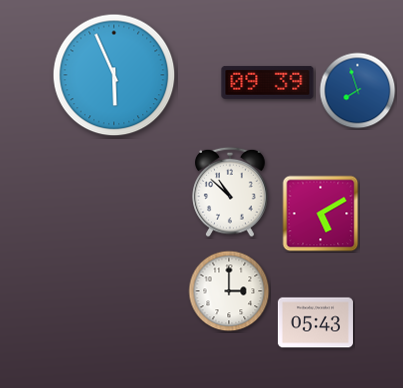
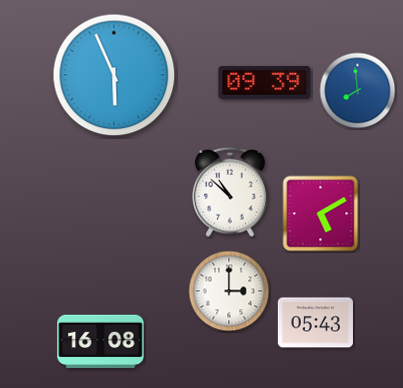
clock at (268, 82) position: (268, 82) -> (265, 82)
clock at (358, 91): 7:57 -> 7:59
clock at (101, 342): none -> 16:08
